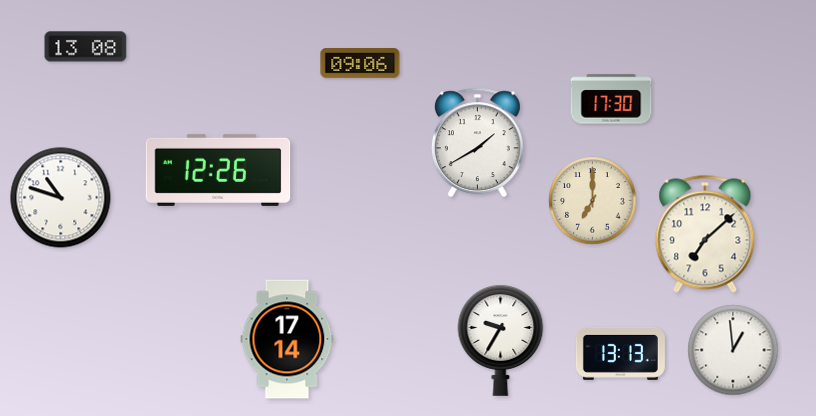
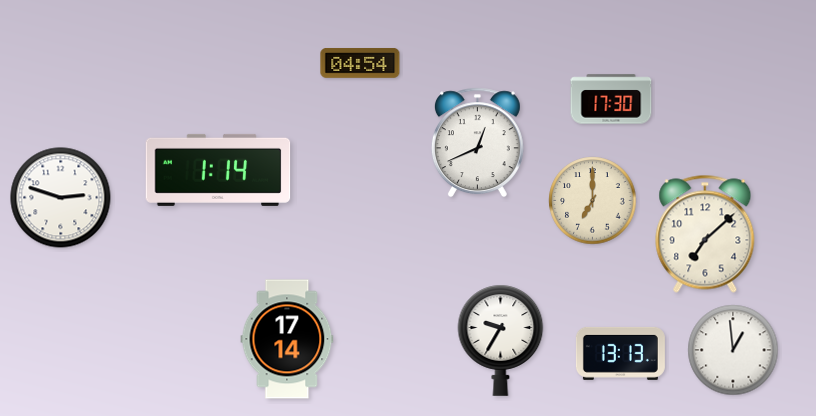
clock at (86, 47): 13:08 -> none
clock at (360, 64): 09:06 -> 04:54
clock at (477, 143): 1:40 -> 12:41
clock at (218, 170): 12:26 -> 1:14
clock at (61, 198): 10:48 -> 2:48
